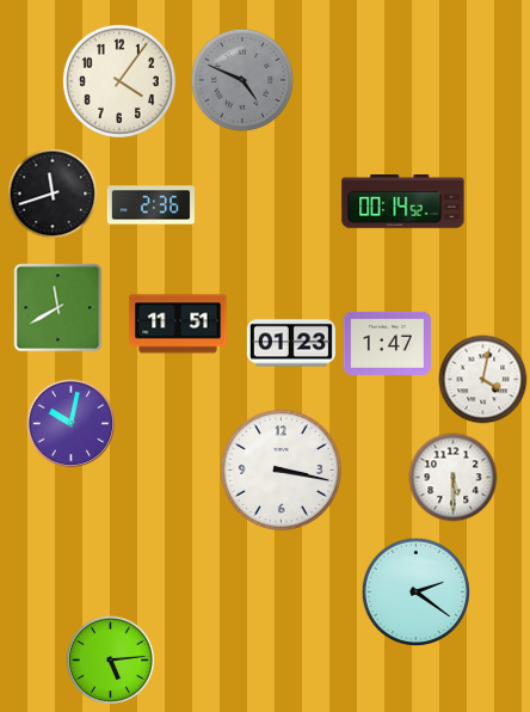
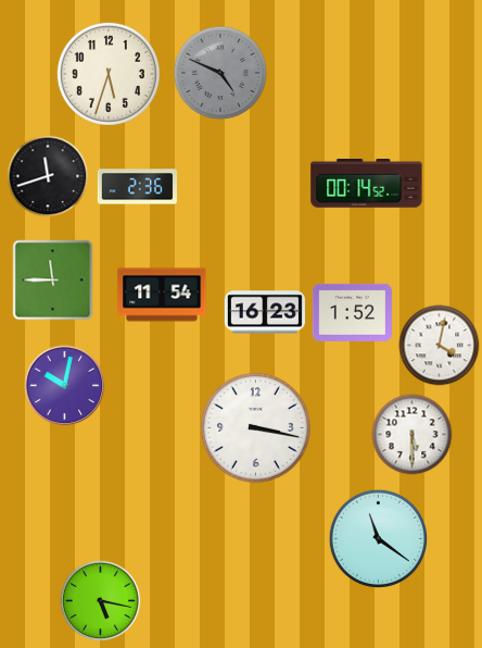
clock at (119, 81): 4:06 -> 5:33
clock at (58, 308): 11:40 -> 11:45
clock at (178, 324): 11:51 -> 11:54
clock at (291, 343): 01:23 -> 16:23
clock at (387, 343): 1:47 -> 1:52
clock at (415, 591): 2:21 -> 11:21
clock at (111, 661): 5:14 -> 5:17
